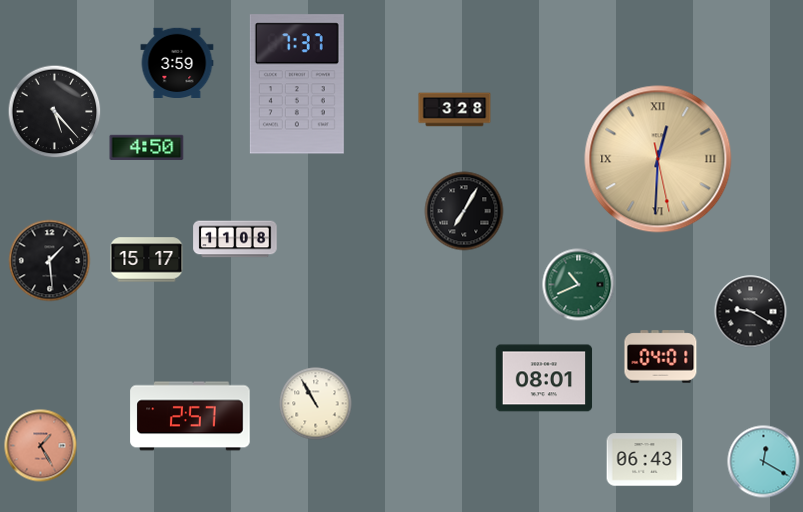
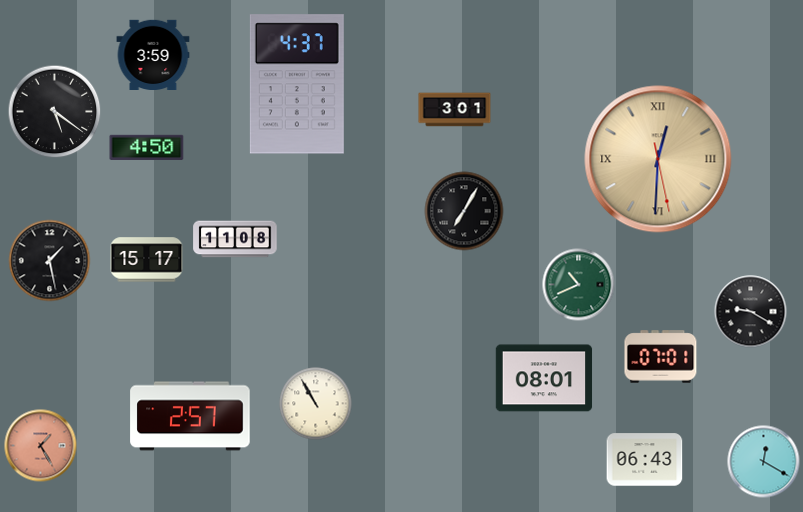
clock at (177, 62) position: (177, 62) -> (153, 54)
clock at (297, 84): 7:37 -> 4:37
clock at (455, 110): 3:28 -> 3:01
clock at (55, 112): 5:23 -> 5:21
clock at (50, 261): 1:29 -> 1:28
clock at (661, 357): 04:01 -> 07:01
